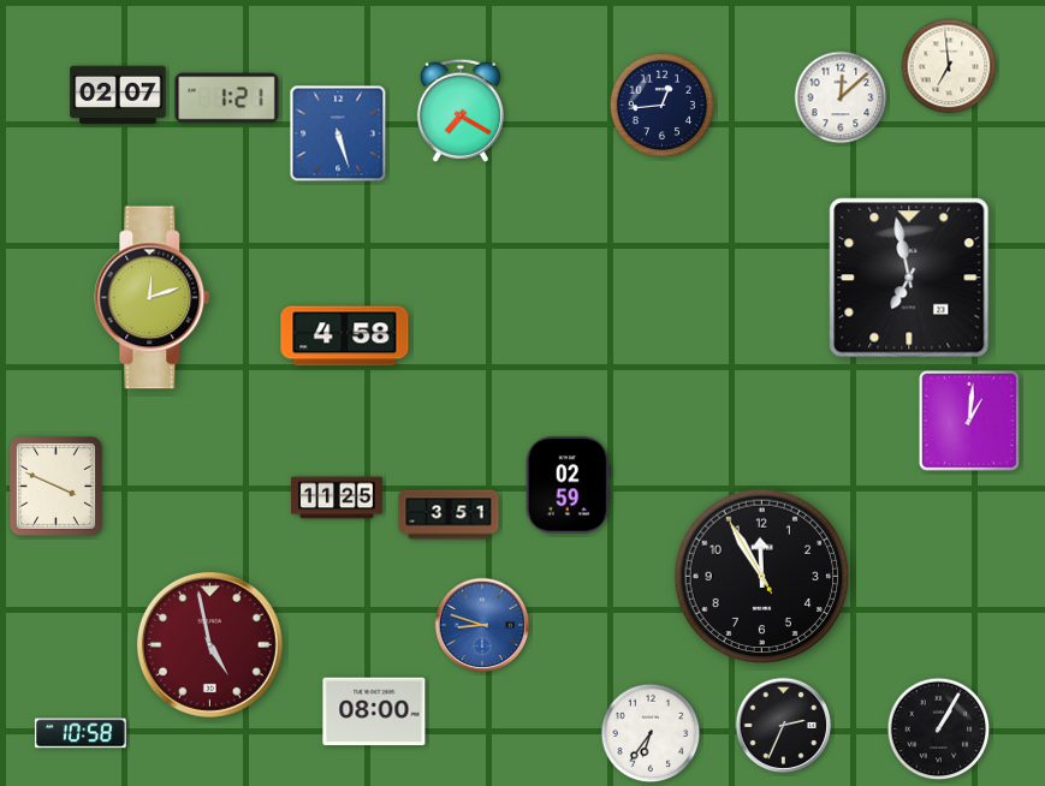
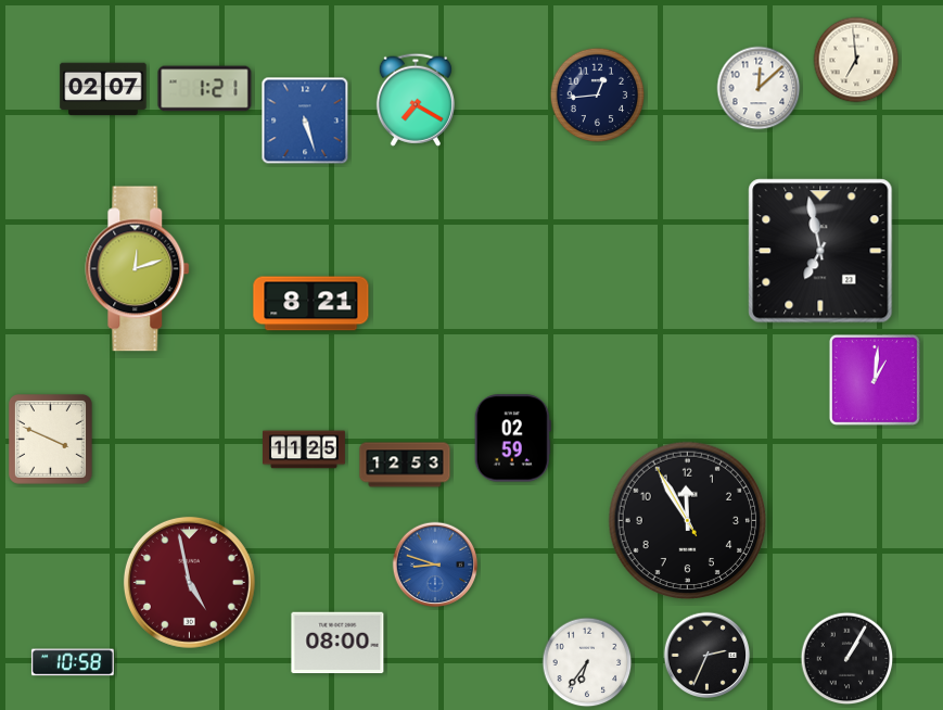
clock at (118, 95) position: (118, 95) -> (103, 89)
clock at (345, 337): 4:58 -> 8:21
clock at (449, 514): 3:51 -> 12:53
